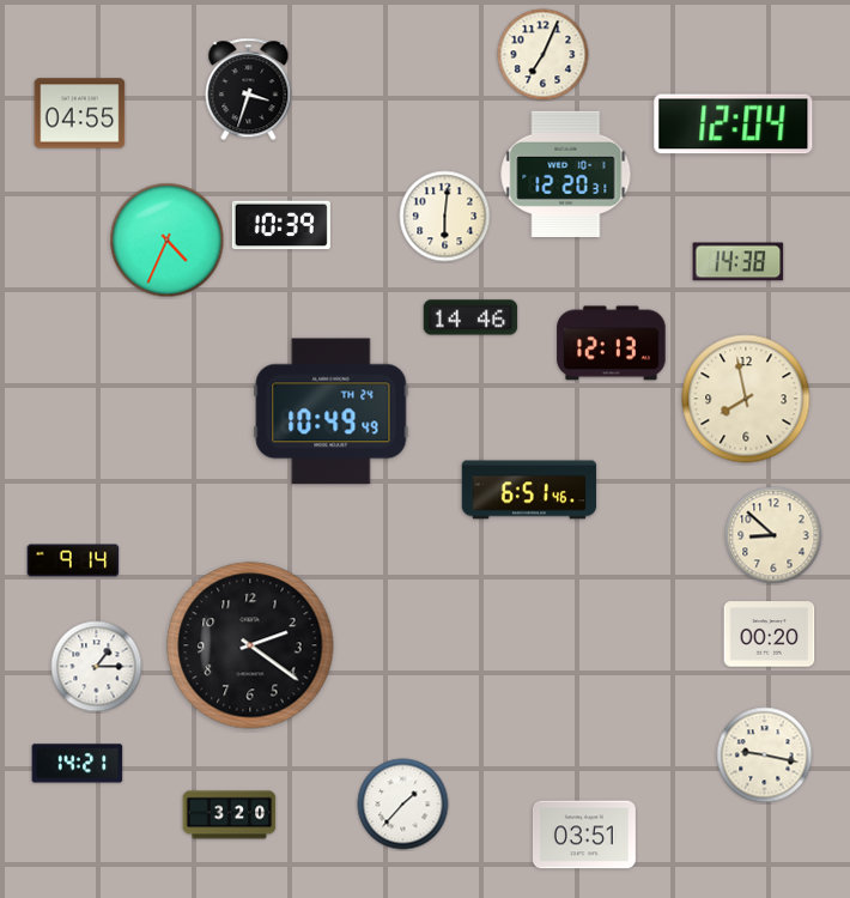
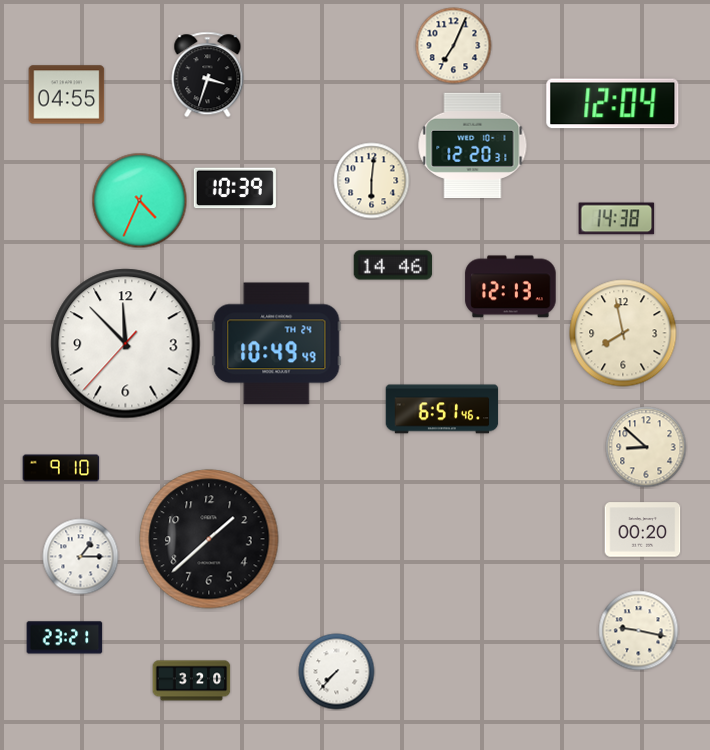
clock at (126, 344): none -> 11:52
clock at (73, 560): 9:14 -> 9:10
clock at (250, 645): 2:21 -> 1:38
clock at (78, 764): 14:21 -> 23:21
clock at (403, 805): 1:37 -> 7:37
clock at (584, 835): 03:51 -> none
